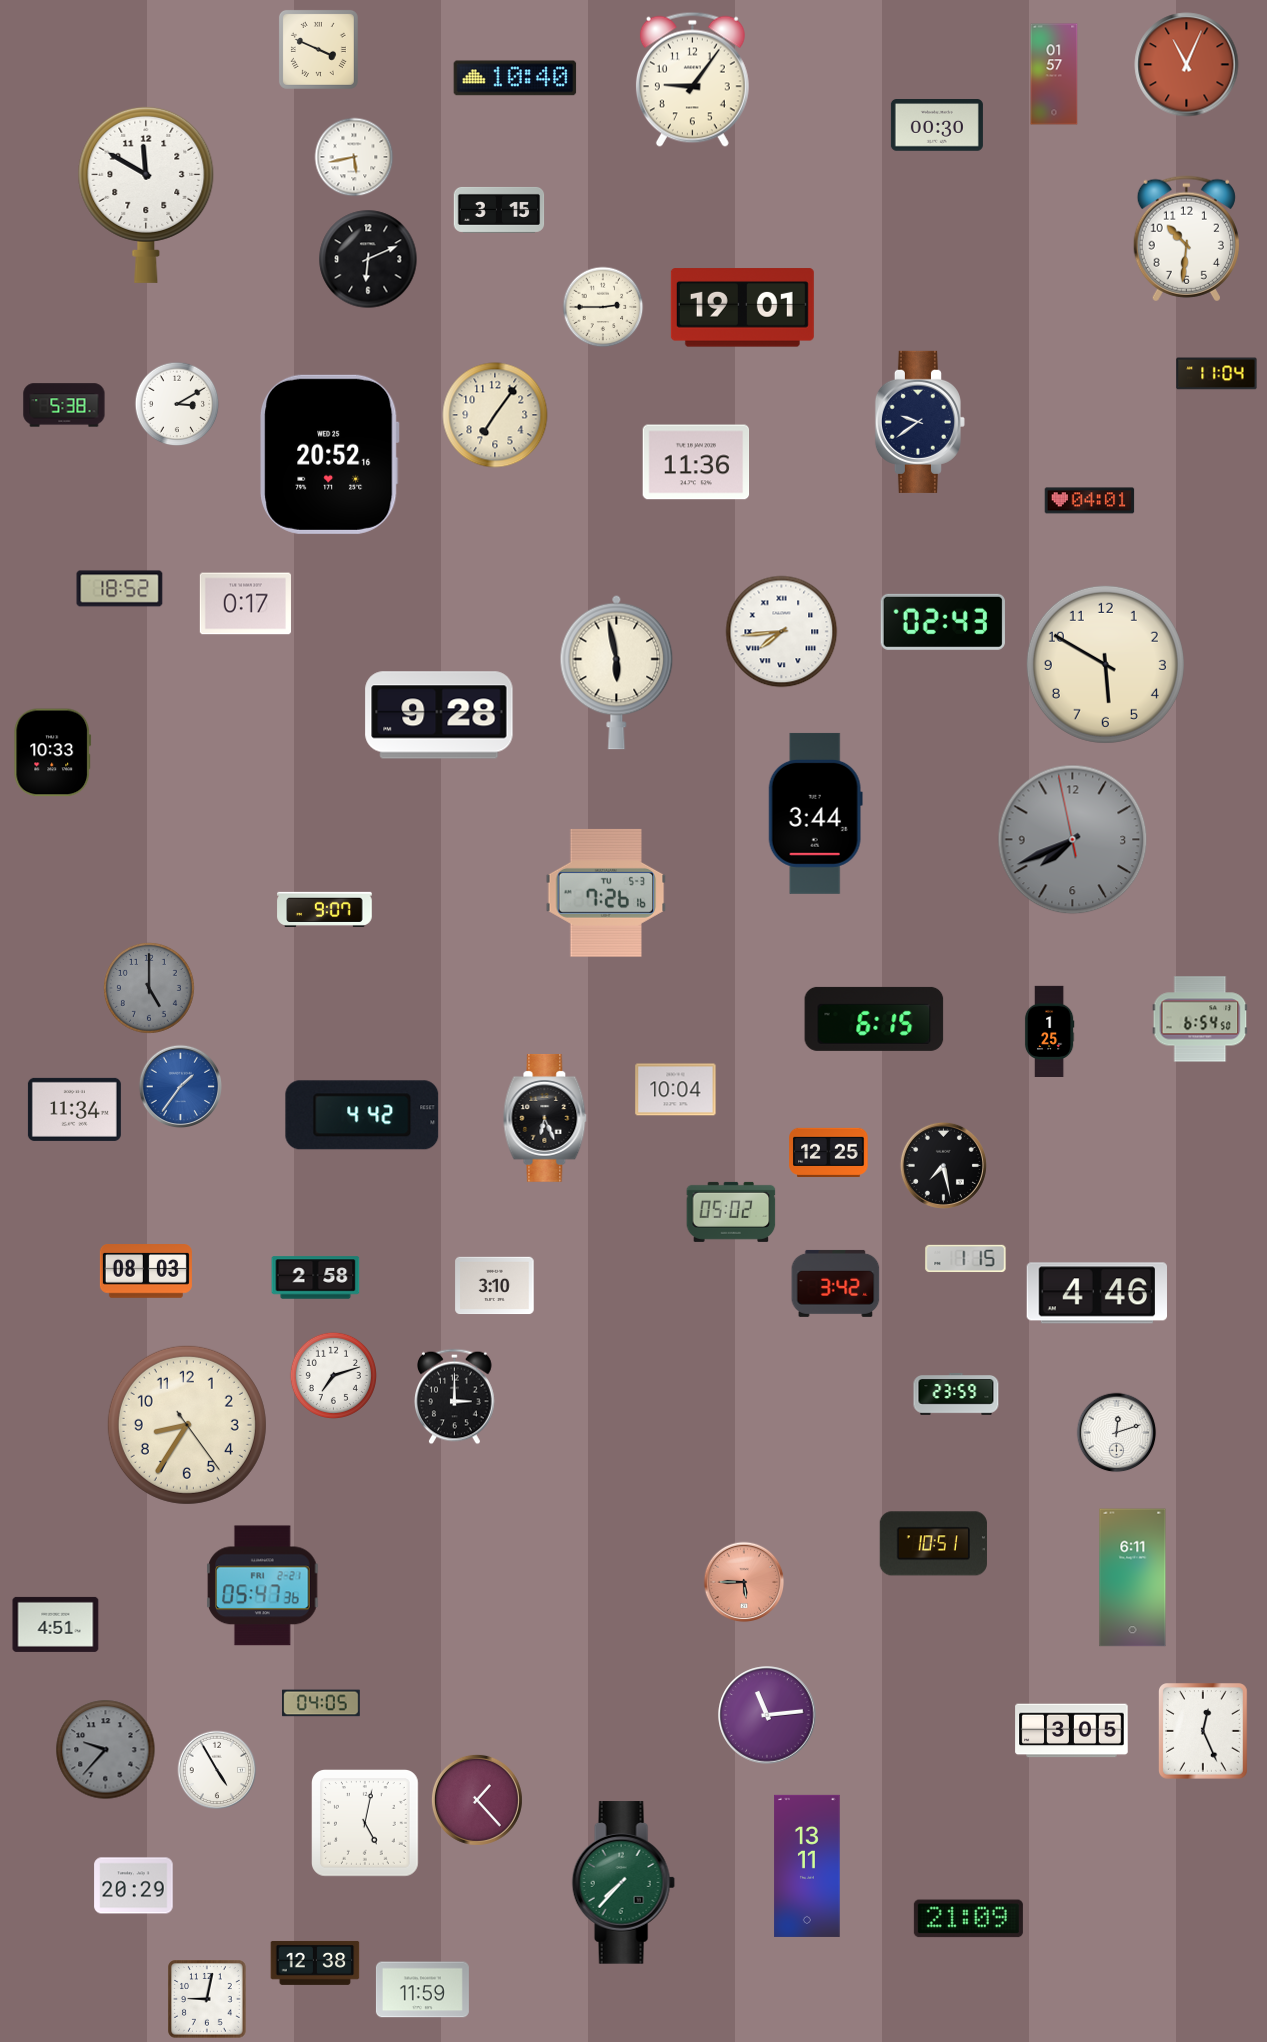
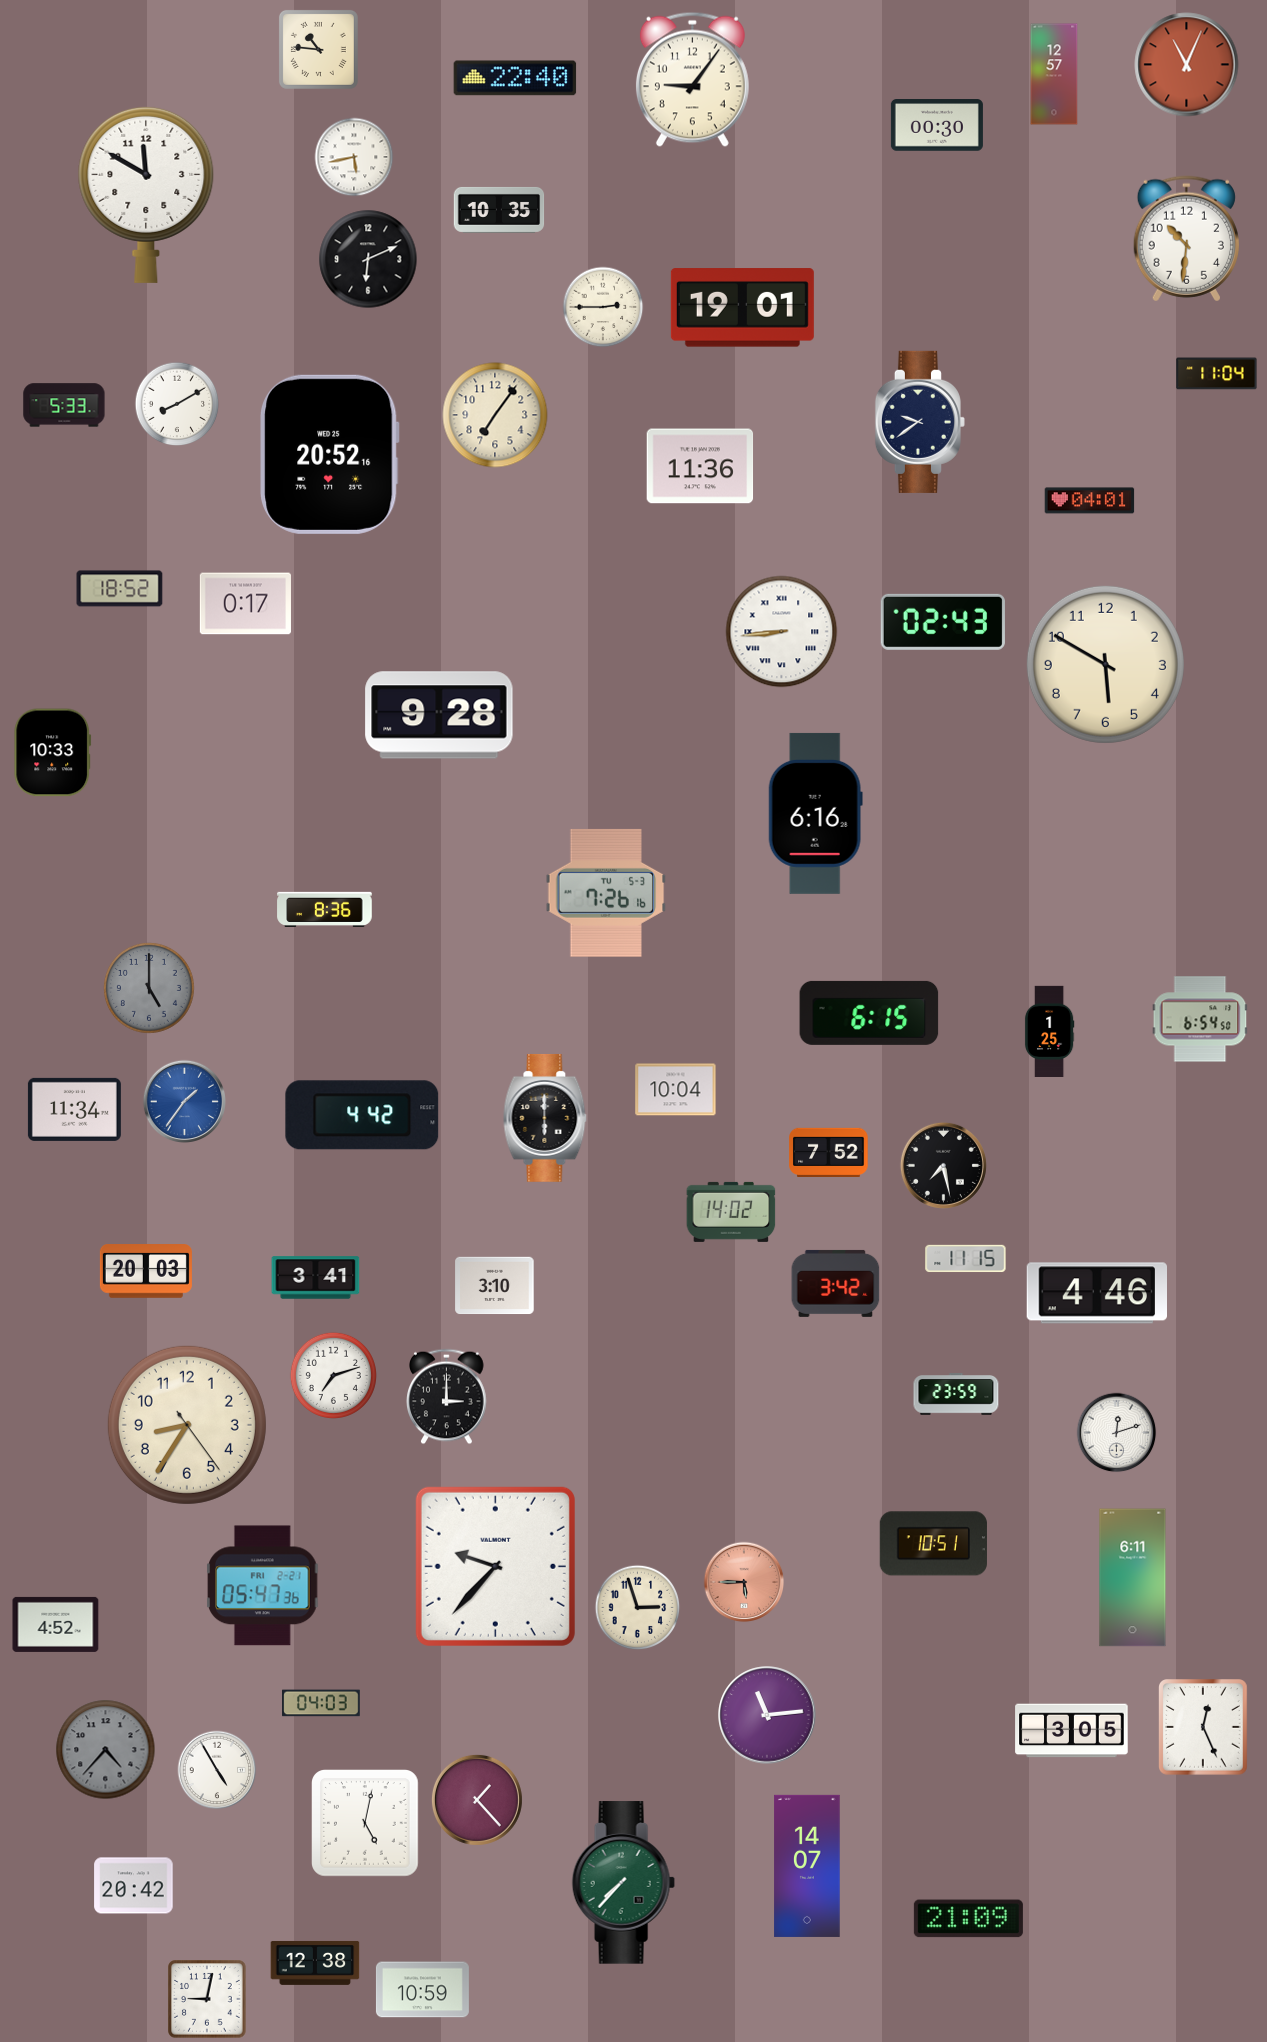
clock at (318, 49): 3:49 -> 10:46
clock at (1054, 74): 01:57 -> 12:57
clock at (515, 78): 10:40 -> 22:40
clock at (499, 210): 3:15 -> 10:35
clock at (177, 404): 3:10 -> 8:10
clock at (64, 405): 5:38 -> 5:33
clock at (696, 462) position: (696, 462) -> (700, 466)
clock at (782, 632): 7:44 -> 8:44
clock at (617, 672): 5:58 -> none
clock at (815, 813): 3:44 -> 6:16
clock at (1073, 840): 7:40 -> none
clock at (325, 909): 9:07 -> 8:36
clock at (874, 1019) position: (874, 1019) -> (869, 1013)
clock at (180, 1086) position: (180, 1086) -> (184, 1101)
clock at (545, 1118): 6:26 -> 6:00
clock at (829, 1152): 12:25 -> 7:52
clock at (731, 1212): 05:02 -> 14:02
clock at (966, 1259): 1:15 -> 11:15
clock at (146, 1271): 08:03 -> 20:03
clock at (316, 1278): 2:58 -> 3:41
clock at (455, 1397) position: (455, 1397) -> (447, 1397)
clock at (495, 1566): none -> 9:37
clock at (638, 1608): none -> 2:57
clock at (56, 1624): 4:51 -> 4:52
clock at (321, 1703): 04:05 -> 04:03
clock at (1204, 1732) position: (1204, 1732) -> (1204, 1728)
clock at (106, 1750): 9:37 -> 4:37
clock at (807, 1866): 13:11 -> 14:07
clock at (134, 1886): 20:29 -> 20:42
clock at (422, 1990): 11:59 -> 10:59
